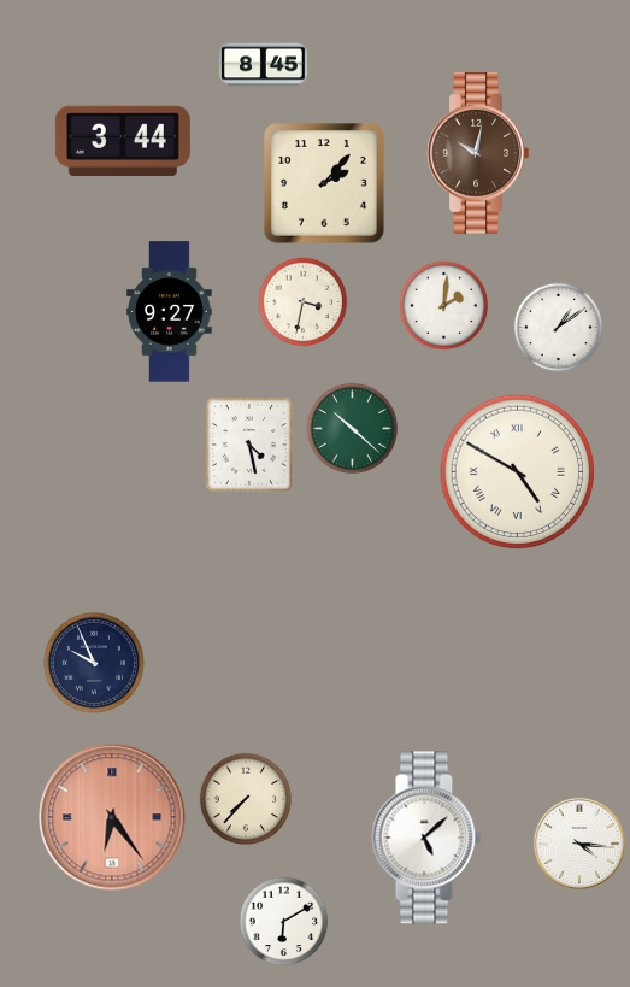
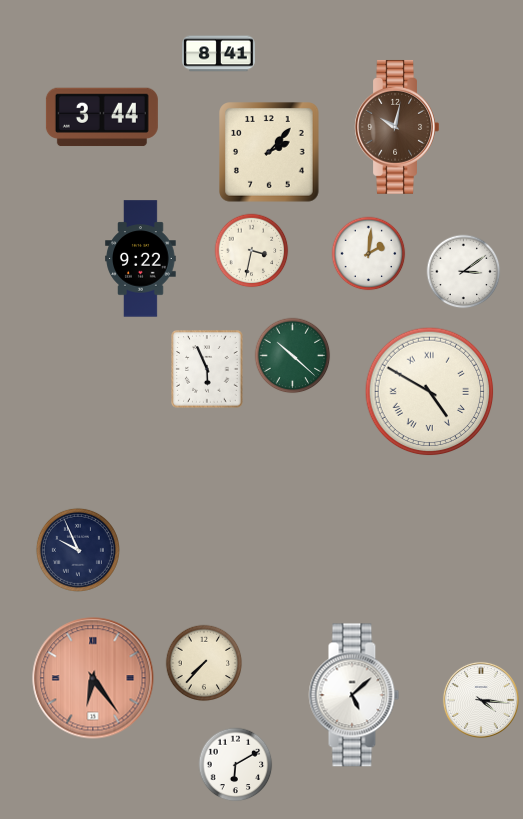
clock at (264, 65): 8:45 -> 8:41
clock at (170, 312): 9:27 -> 9:22
clock at (559, 328): 1:09 -> 3:09
clock at (249, 445): 4:28 -> 5:56
